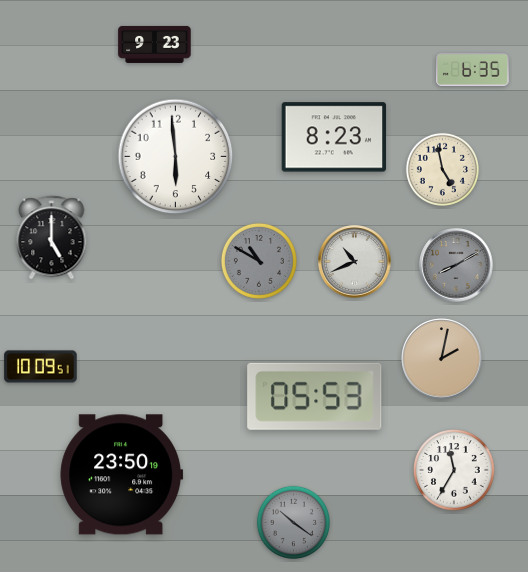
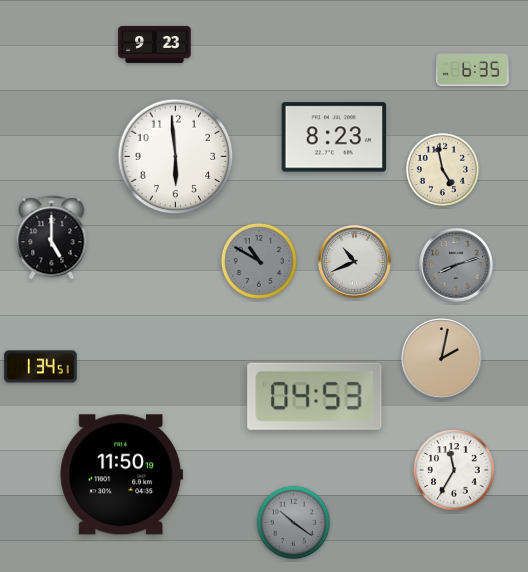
clock at (456, 265): 8:10 -> 8:12
clock at (41, 367): 10:09 -> 1:34
clock at (315, 396): 05:53 -> 04:53
clock at (122, 475): 23:50 -> 11:50
